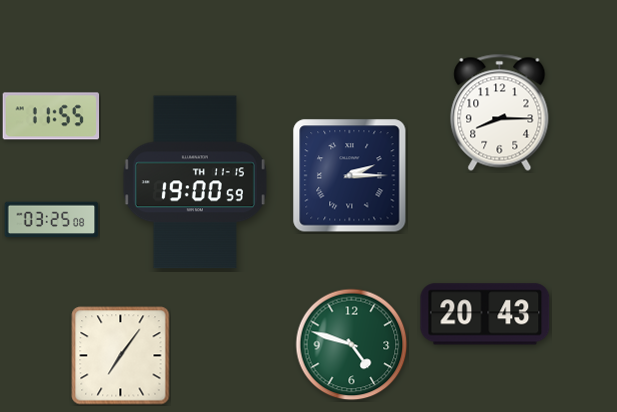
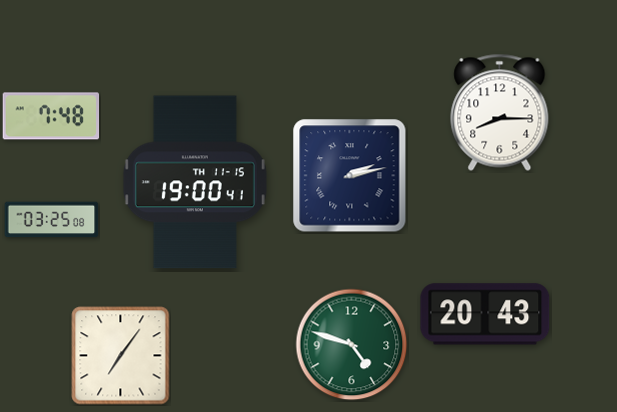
clock at (51, 116): 11:55 -> 7:48
clock at (350, 176): 2:15 -> 2:13
clock at (195, 182): 19:00:59 -> 19:00:41
